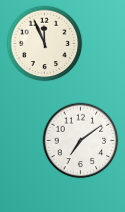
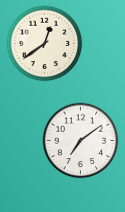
clock at (45, 44): 11:56 -> 12:39
